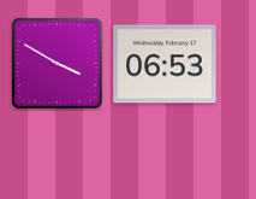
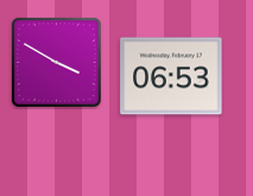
clock at (165, 64) position: (165, 64) -> (171, 76)
